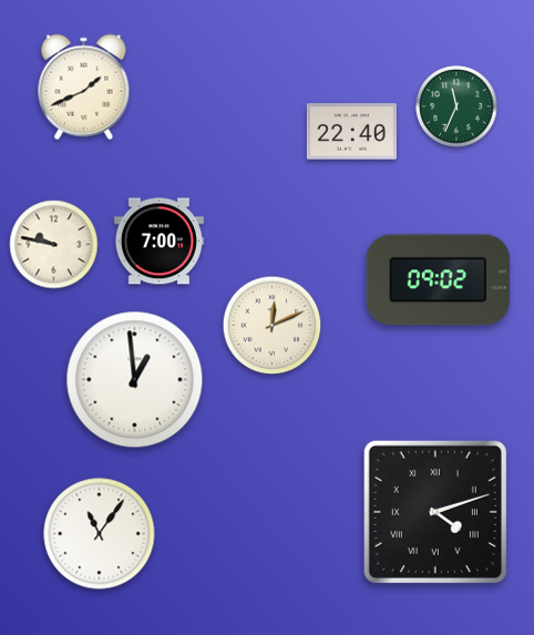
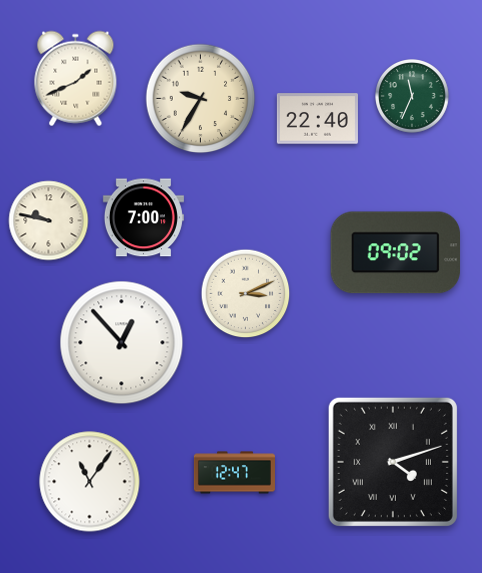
clock at (201, 99): none -> 9:35
clock at (273, 326): 12:11 -> 3:11
clock at (135, 380): 12:59 -> 12:53
clock at (234, 473): none -> 12:47
